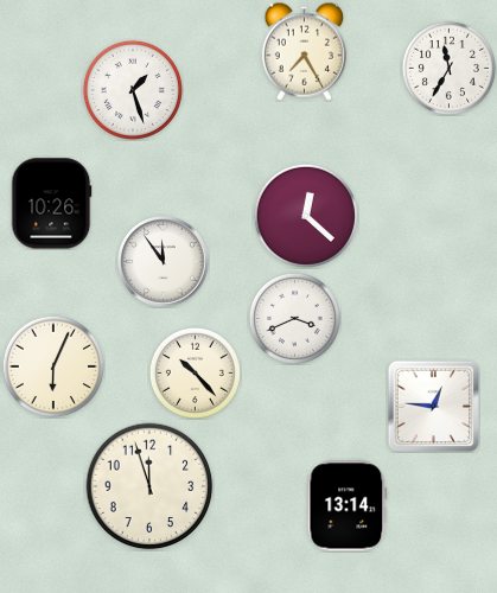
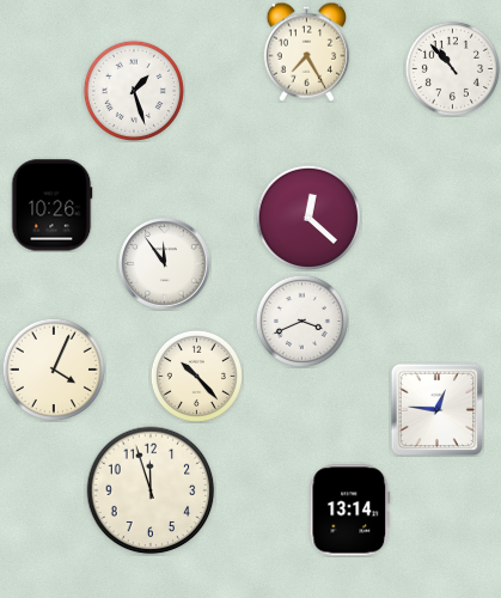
clock at (448, 68): 11:35 -> 10:53
clock at (294, 318) position: (294, 318) -> (301, 321)
clock at (53, 366): 6:04 -> 4:04
